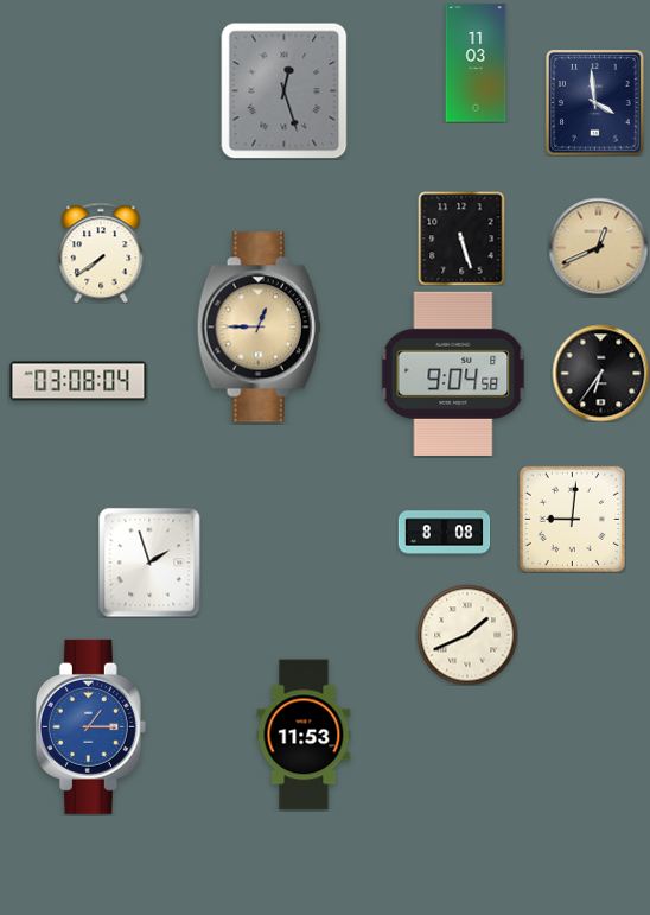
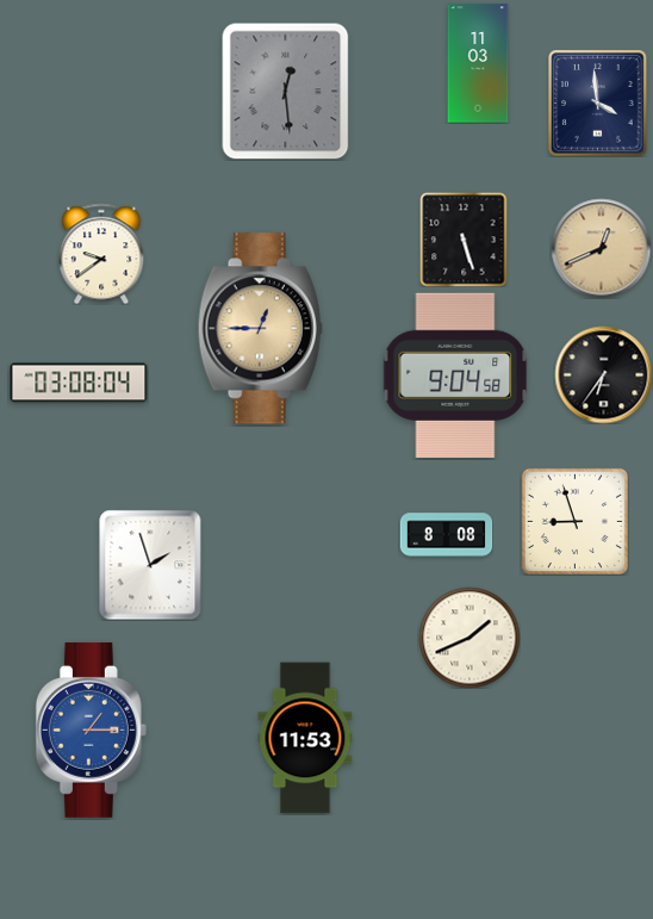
clock at (285, 90): 12:27 -> 12:29
clock at (101, 253): 7:39 -> 9:39
clock at (572, 519): 9:01 -> 8:57
